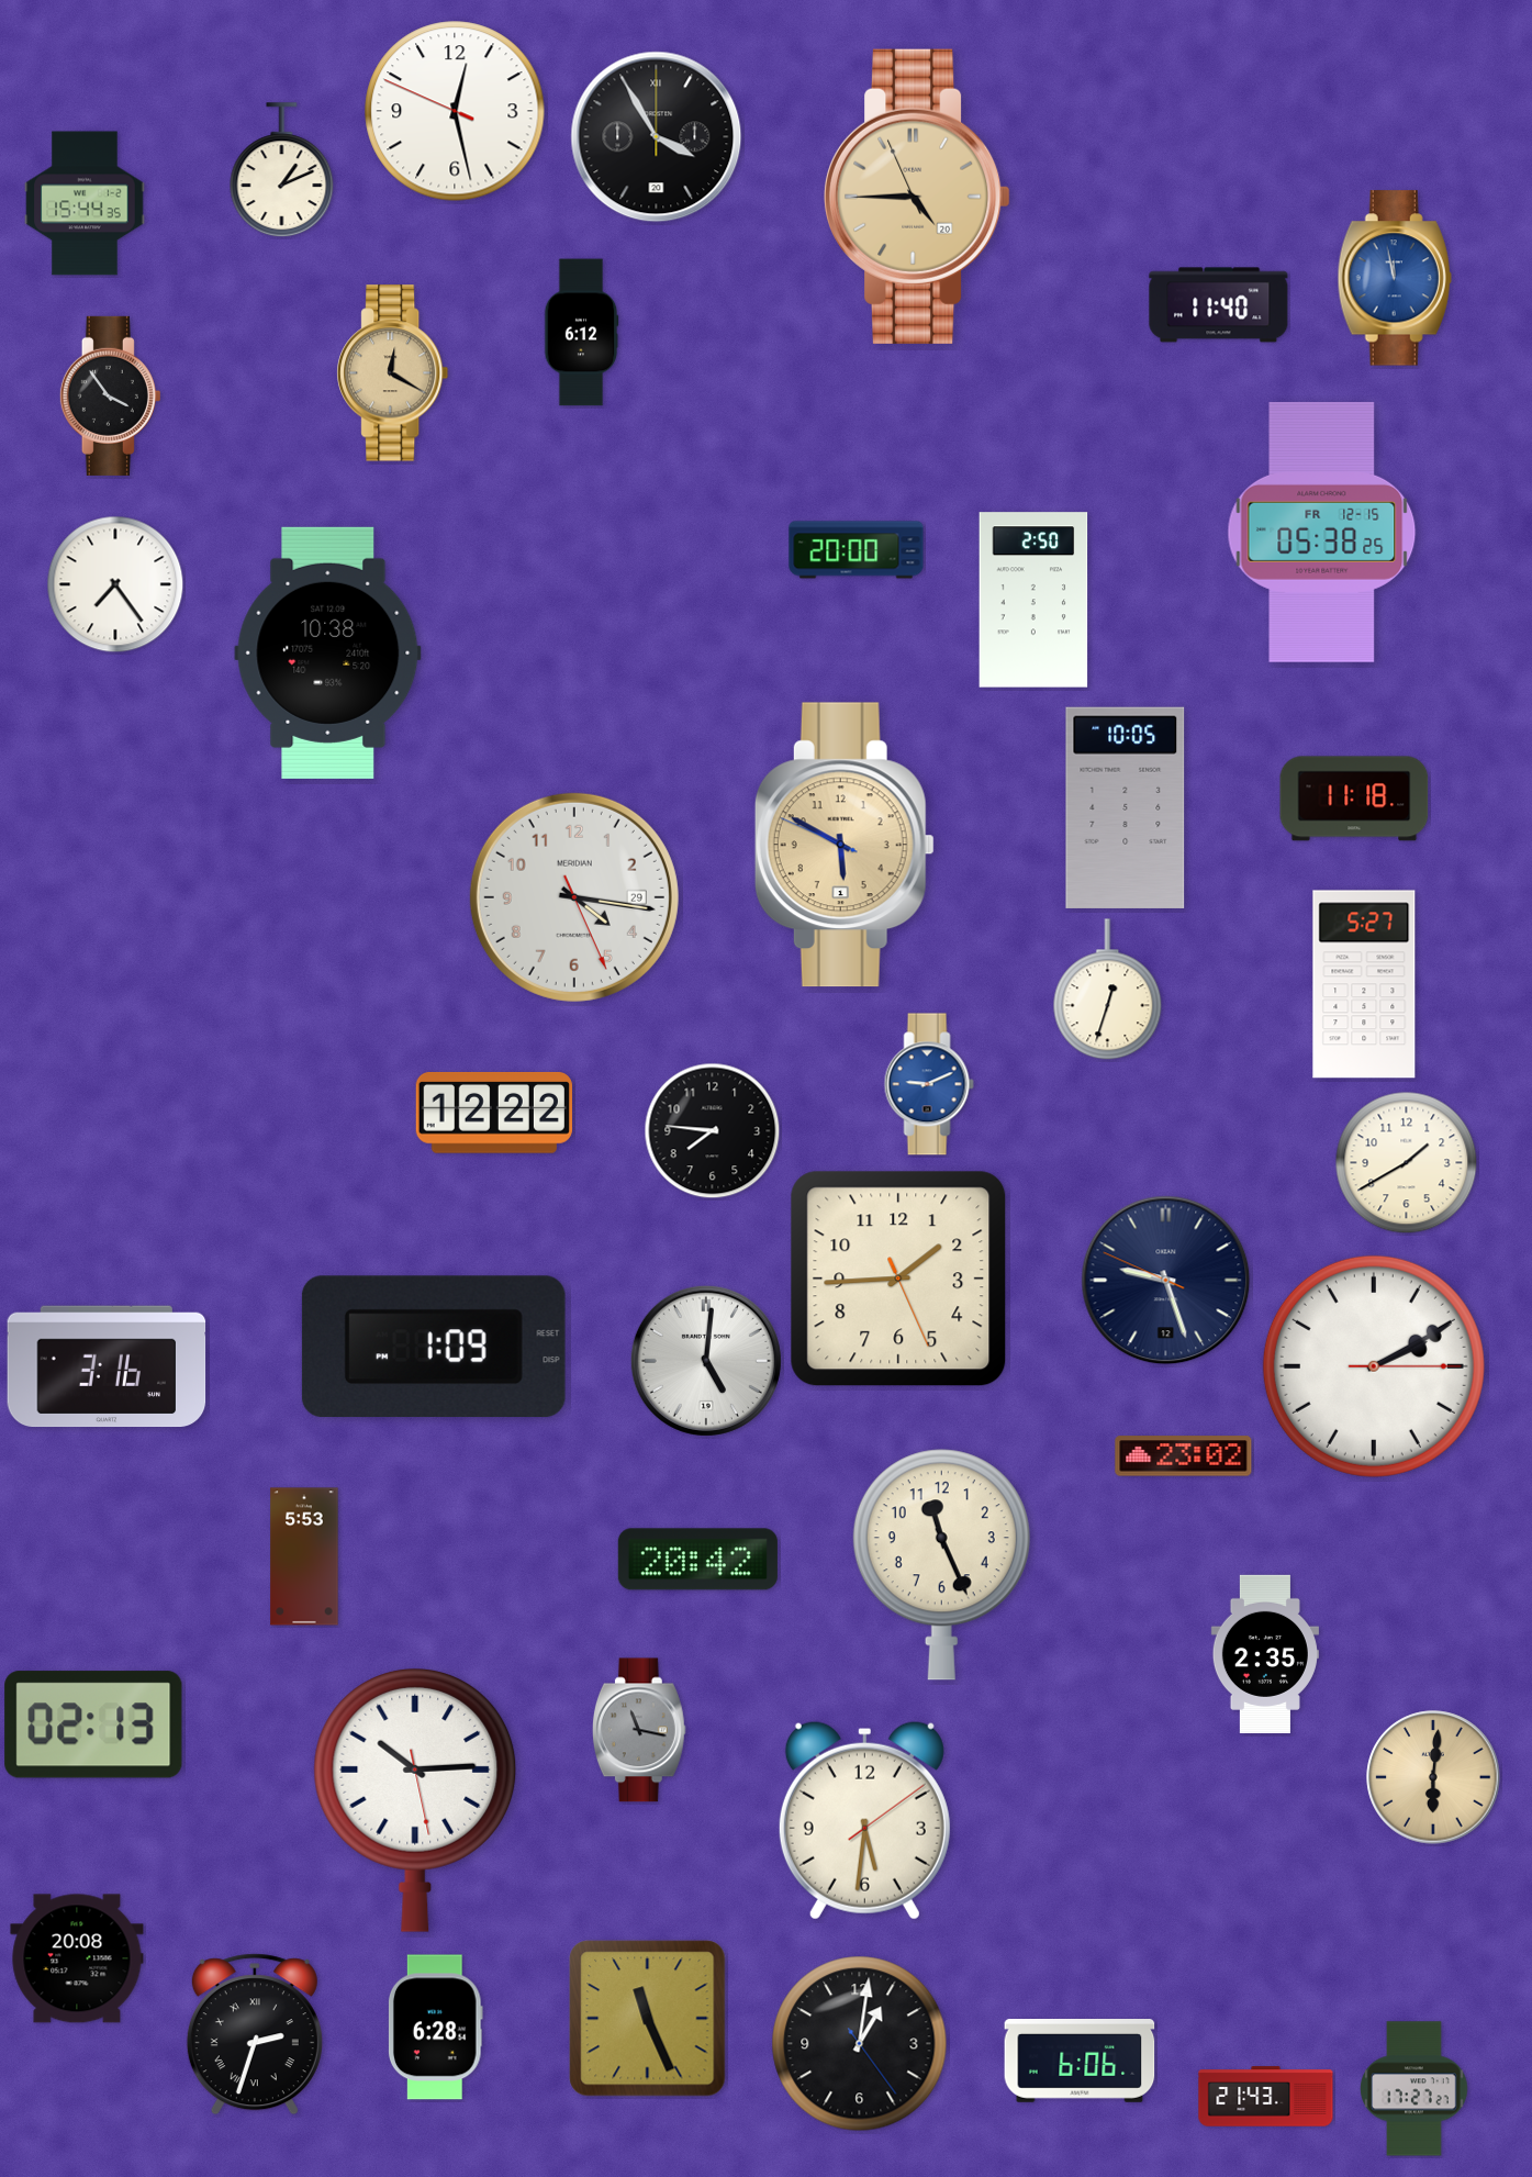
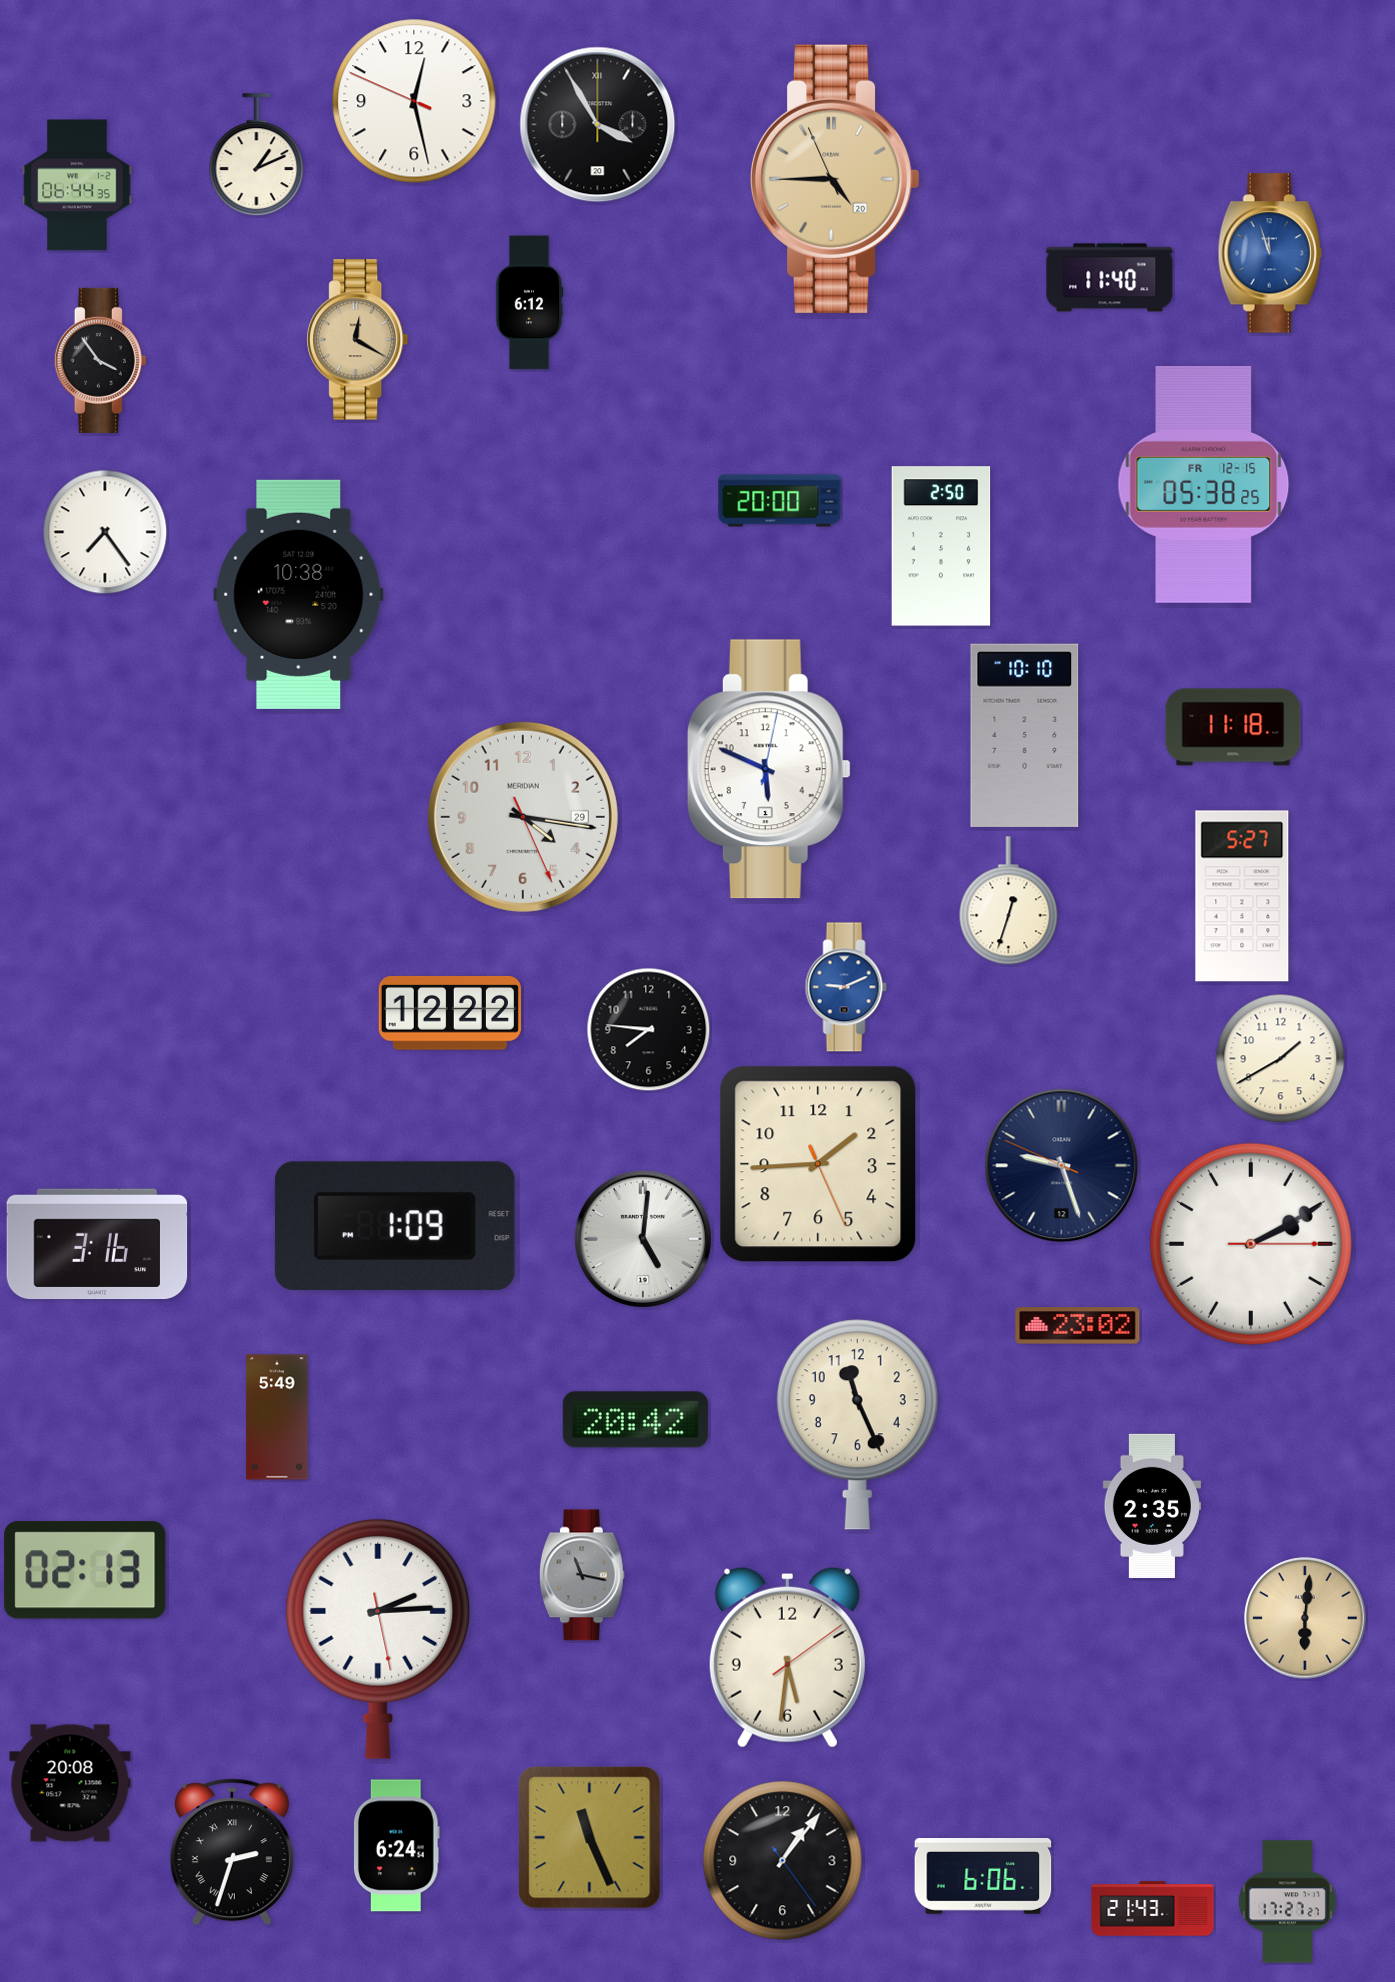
clock at (85, 203): 15:44 -> 06:44
clock at (1395, 278): 11:58 -> 11:57
clock at (1126, 807): 10:05 -> 10:10
clock at (845, 845): 5:49:49 -> 5:49:02
clock at (845, 845) dial: champagne -> white
clock at (304, 1556): 5:53 -> 5:49
clock at (415, 1800): 10:14 -> 2:14
clock at (435, 2028): 6:28 -> 6:24
clock at (860, 2044): 1:01 -> 1:06
